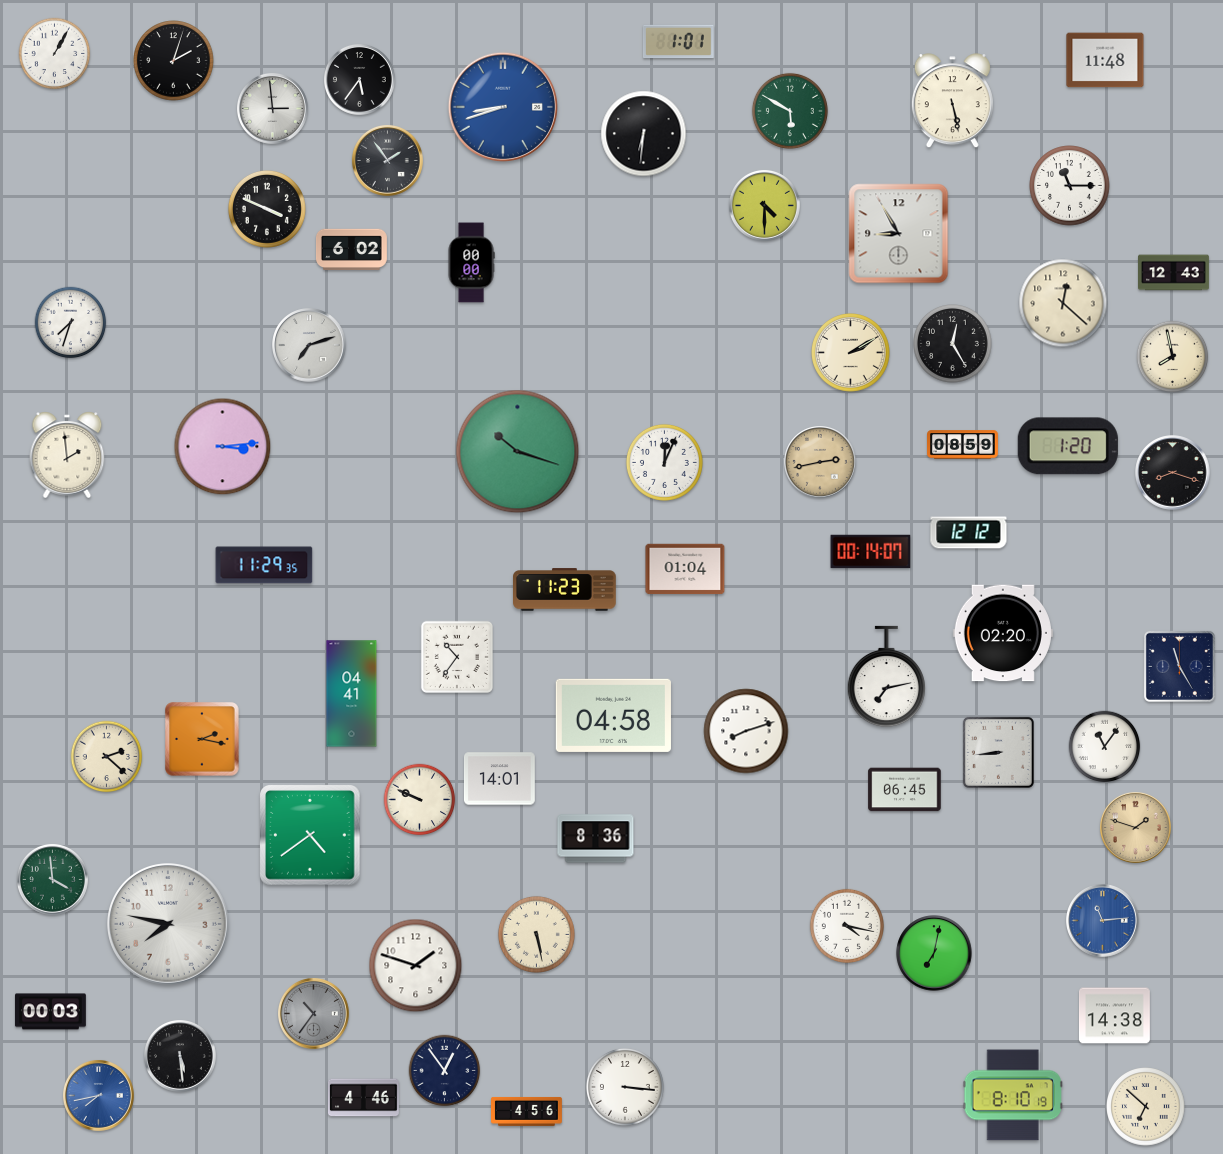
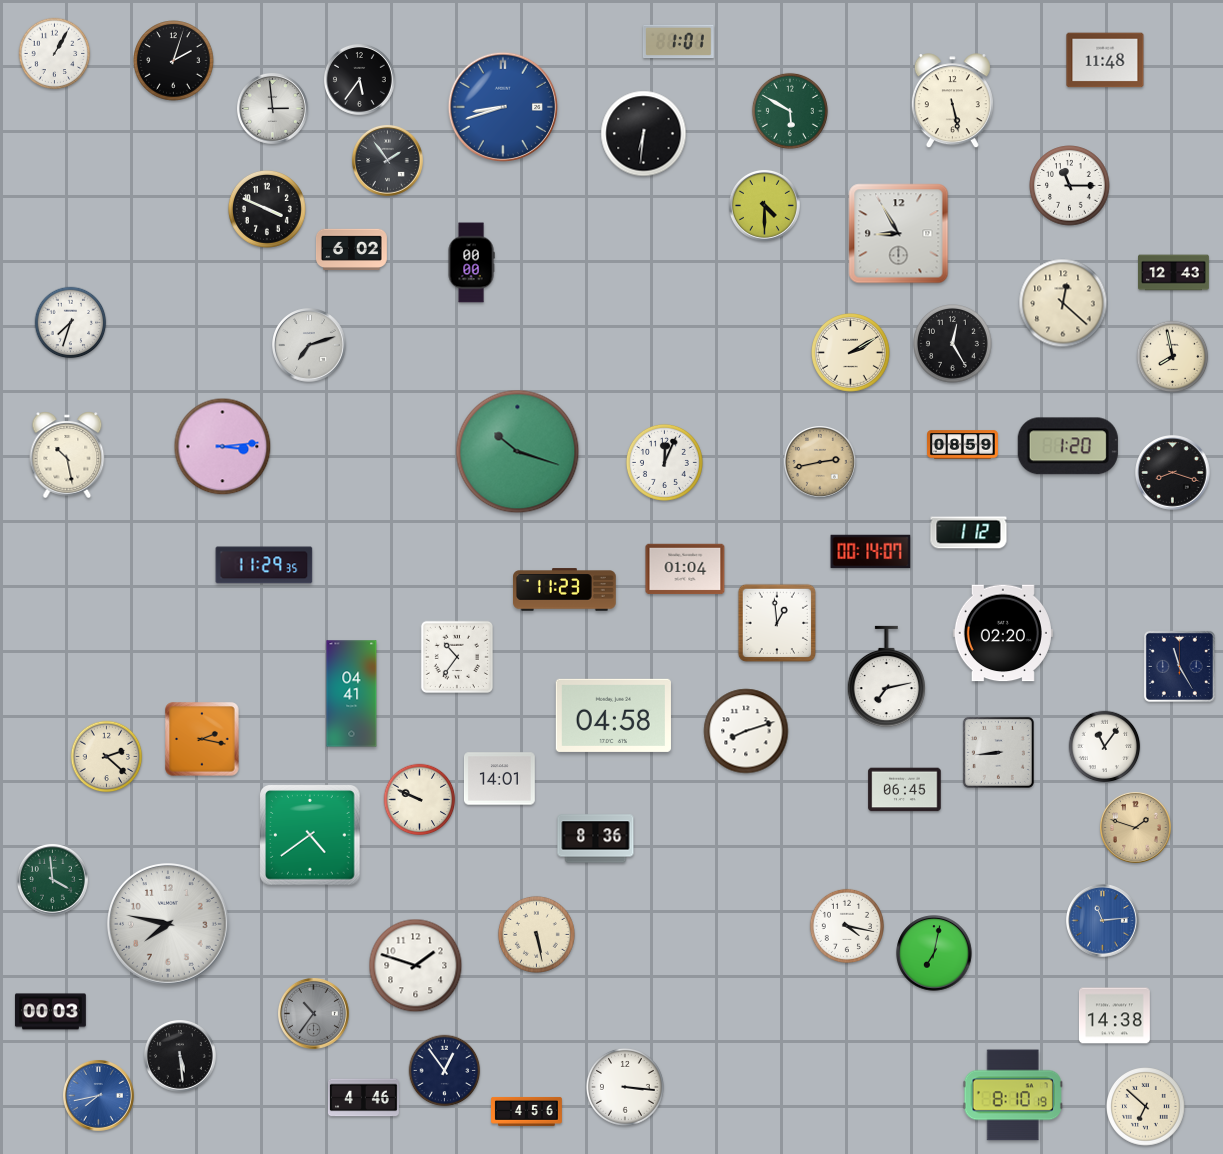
clock at (67, 455): 1:59 -> 10:28
clock at (969, 533): 12:12 -> 1:12
clock at (776, 622): none -> 12:59
